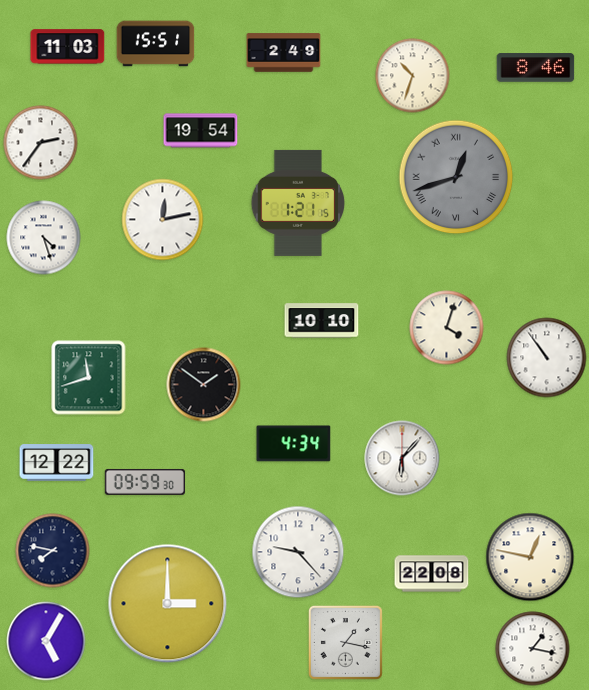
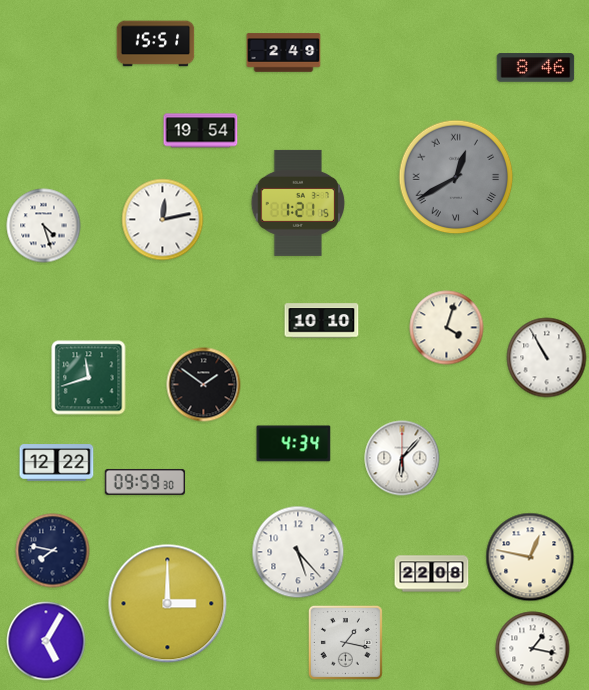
clock at (68, 47): 11:03 -> none
clock at (413, 76): 10:33 -> none
clock at (41, 143): 2:36 -> none
clock at (456, 177): 12:42 -> 12:40
clock at (44, 238) position: (44, 238) -> (44, 226)
clock at (547, 358): 10:54 -> 10:55
clock at (298, 552): 9:23 -> 5:23
